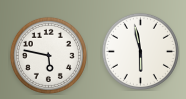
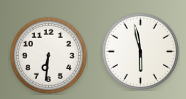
clock at (48, 55): 5:47 -> 6:31
